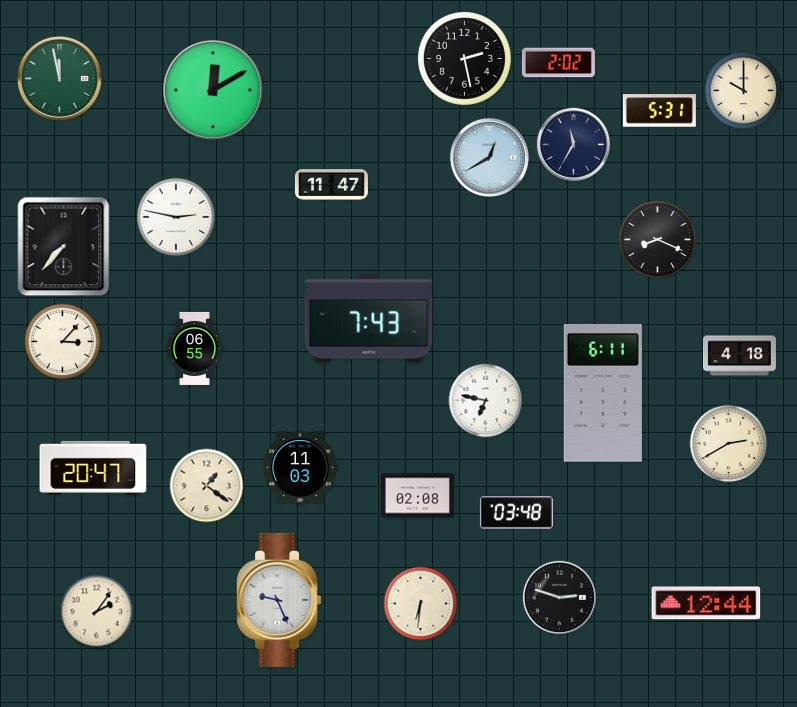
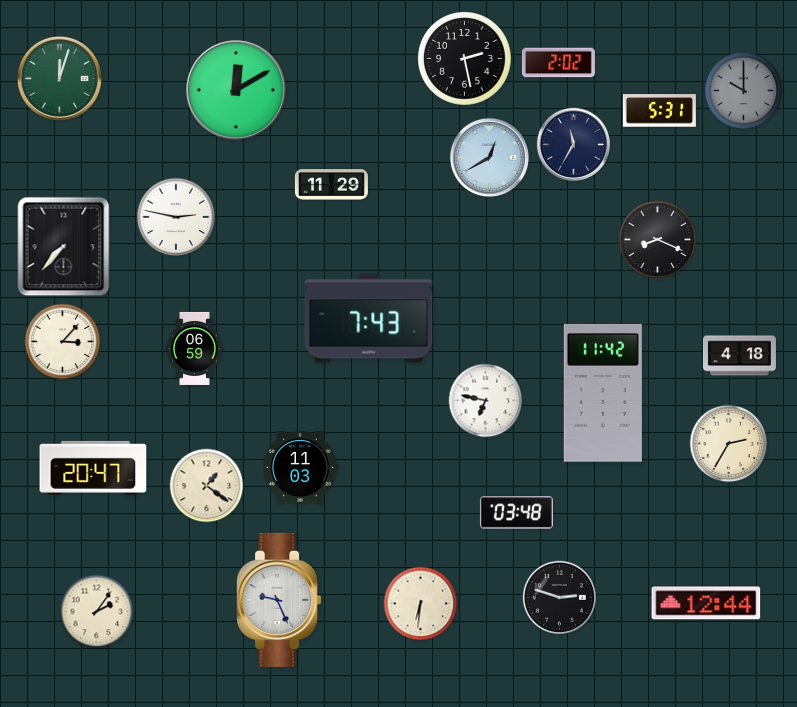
clock at (59, 78): 11:58 -> 12:03
clock at (213, 90) position: (213, 90) -> (236, 90)
clock at (744, 91) dial: cream -> grey
clock at (331, 185): 11:47 -> 11:29
clock at (194, 348): 06:55 -> 06:59
clock at (603, 393): 6:11 -> 11:42
clock at (729, 444): 2:40 -> 2:35
clock at (417, 496): 02:08 -> none
